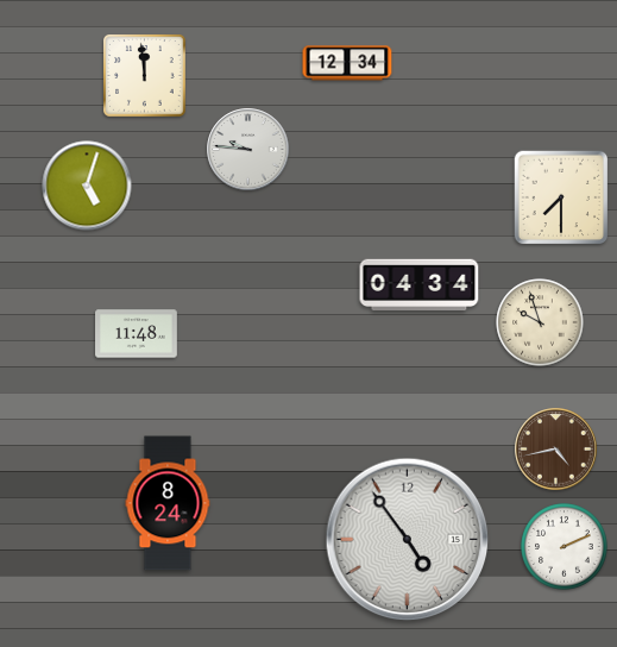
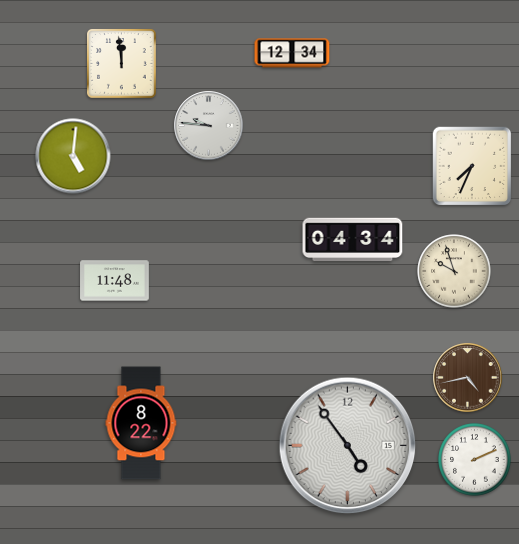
clock at (87, 186): 5:03 -> 5:01
clock at (561, 197): 7:30 -> 7:34
clock at (168, 503): 8:24 -> 8:22
clock at (408, 540) position: (408, 540) -> (348, 446)
